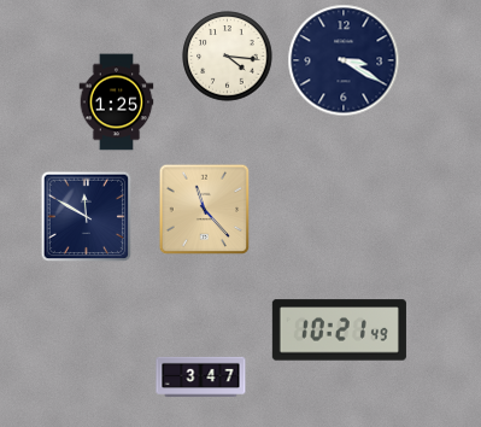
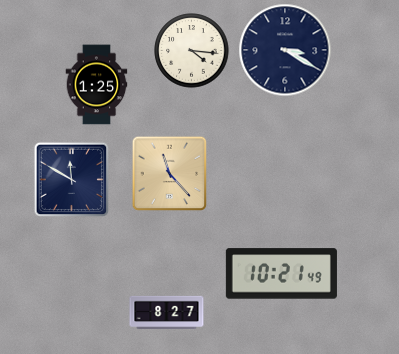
clock at (228, 57) position: (228, 57) -> (192, 51)
clock at (201, 376): 3:47 -> 8:27
